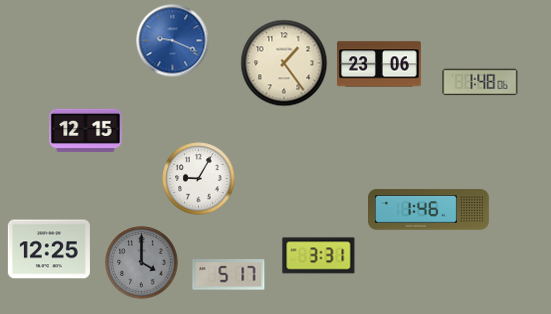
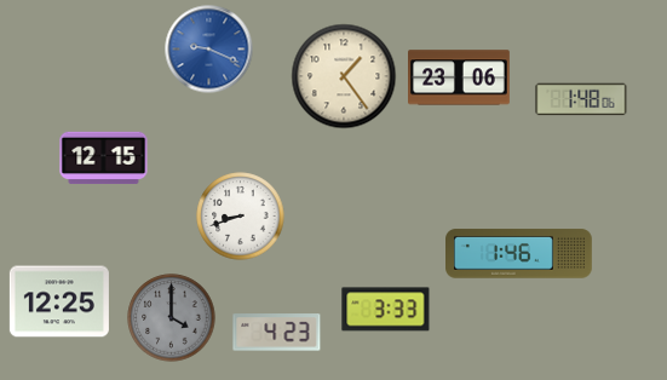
clock at (199, 179): 9:05 -> 8:42
clock at (319, 256): 3:31 -> 3:33
clock at (229, 275): 5:17 -> 4:23
